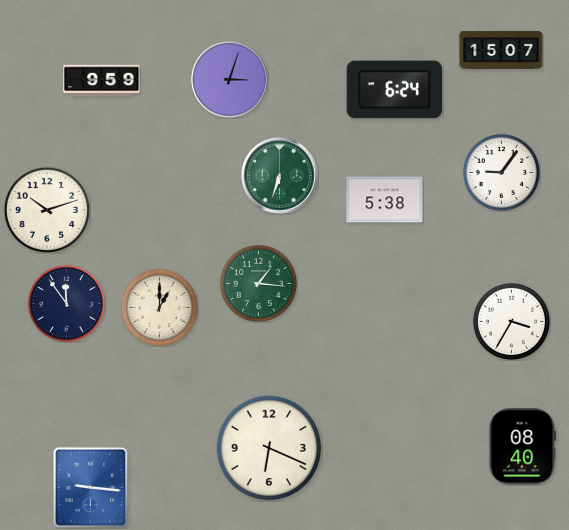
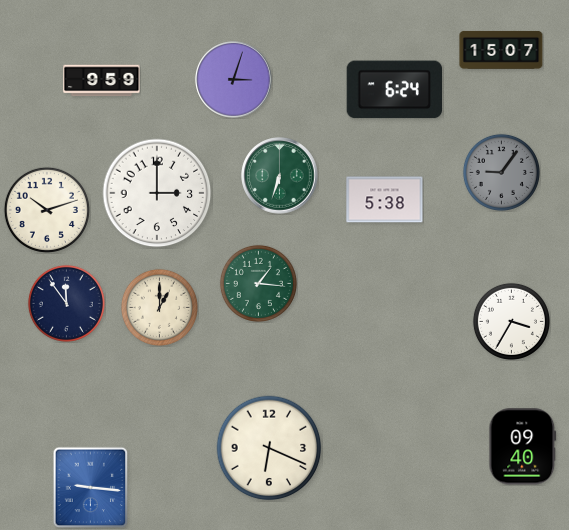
clock at (230, 80) position: (230, 80) -> (234, 80)
clock at (501, 172) dial: white -> grey
clock at (157, 193): none -> 3:00
clock at (523, 447): 08:40 -> 09:40
